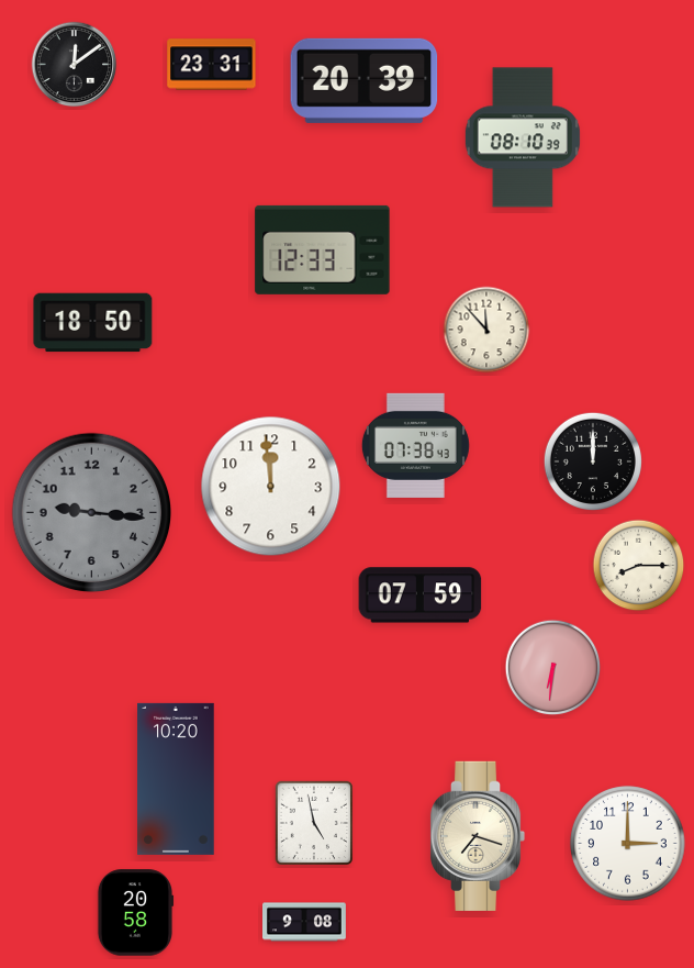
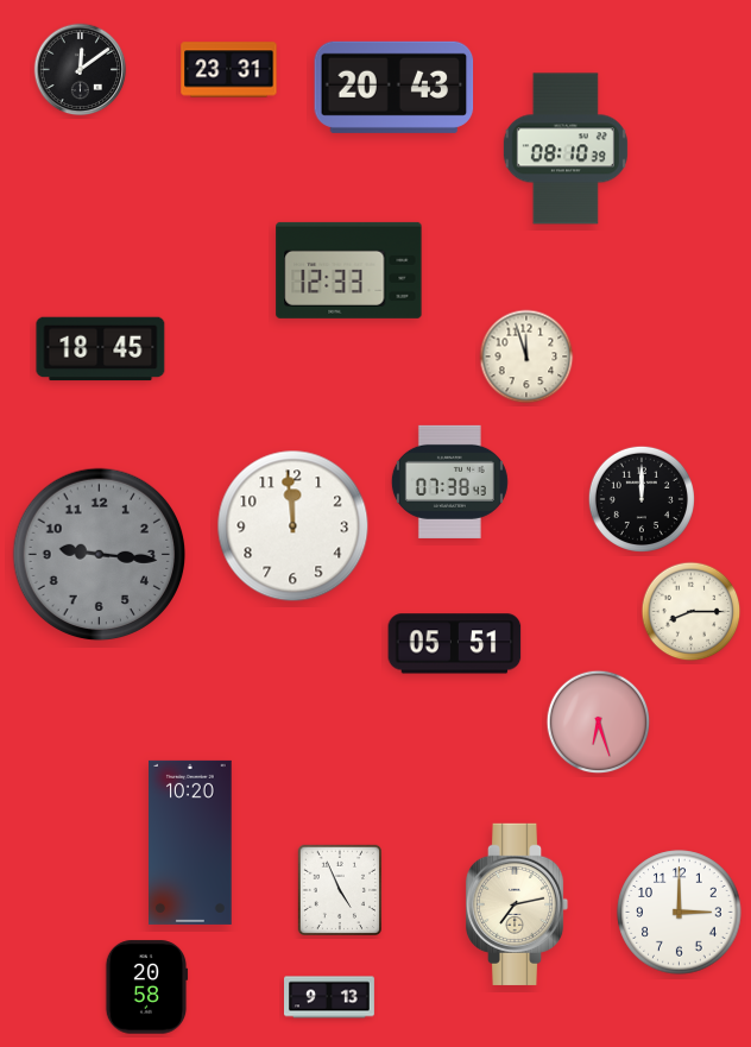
clock at (365, 80): 20:39 -> 20:43
clock at (93, 323): 18:50 -> 18:45
clock at (486, 330): 11:53 -> 11:57
clock at (421, 596): 07:59 -> 05:51
clock at (553, 668): 6:31 -> 6:27
clock at (313, 823): 4:58 -> 4:56
clock at (478, 836): 7:18 -> 7:13
clock at (305, 922): 9:08 -> 9:13
